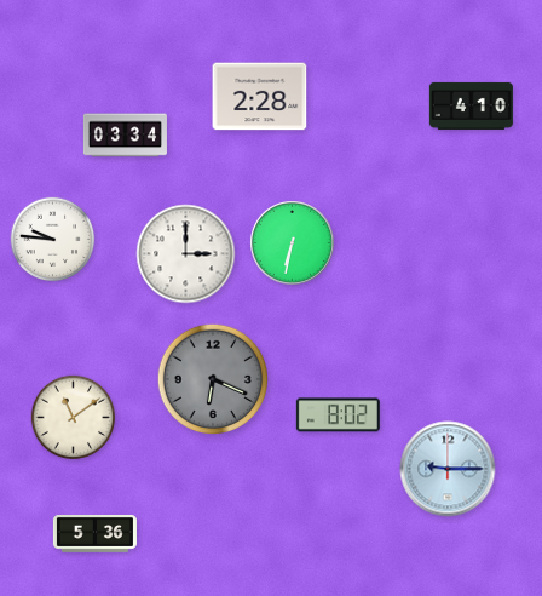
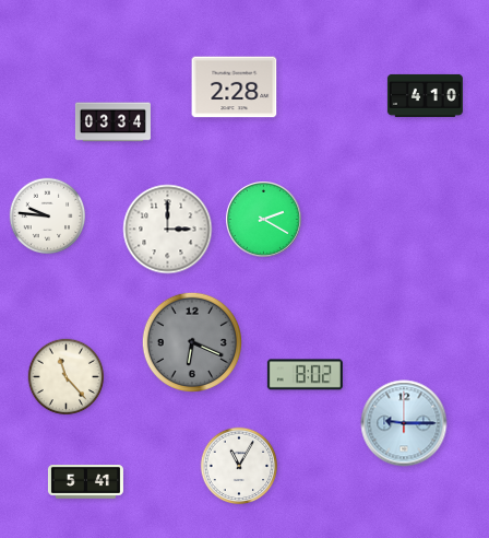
clock at (293, 243): 6:32 -> 2:20
clock at (74, 418): 11:09 -> 11:23
clock at (239, 466): none -> 11:05
clock at (94, 534): 5:36 -> 5:41
